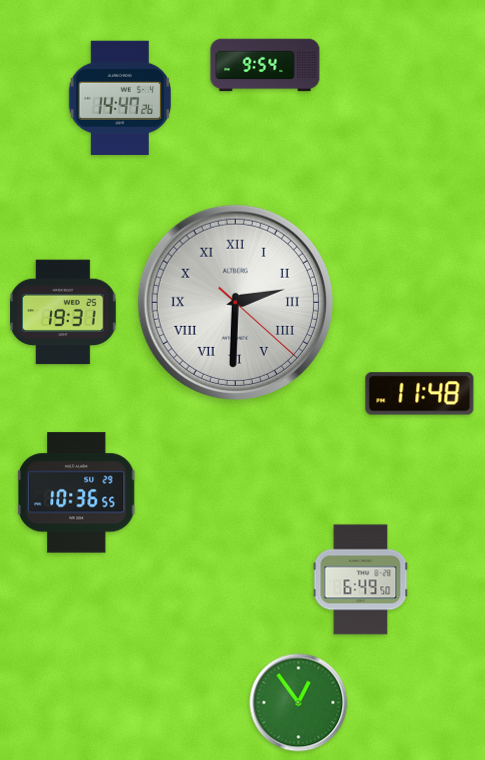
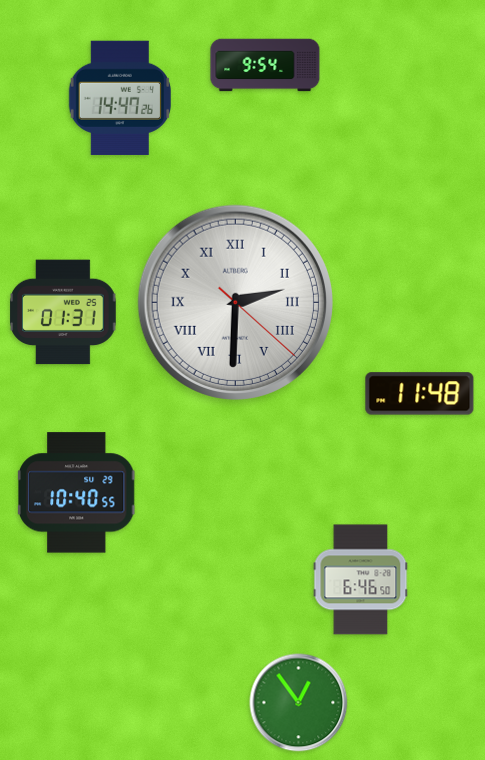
clock at (63, 312): 19:31 -> 01:31
clock at (77, 493): 10:36 -> 10:40
clock at (361, 580): 6:49 -> 6:46
